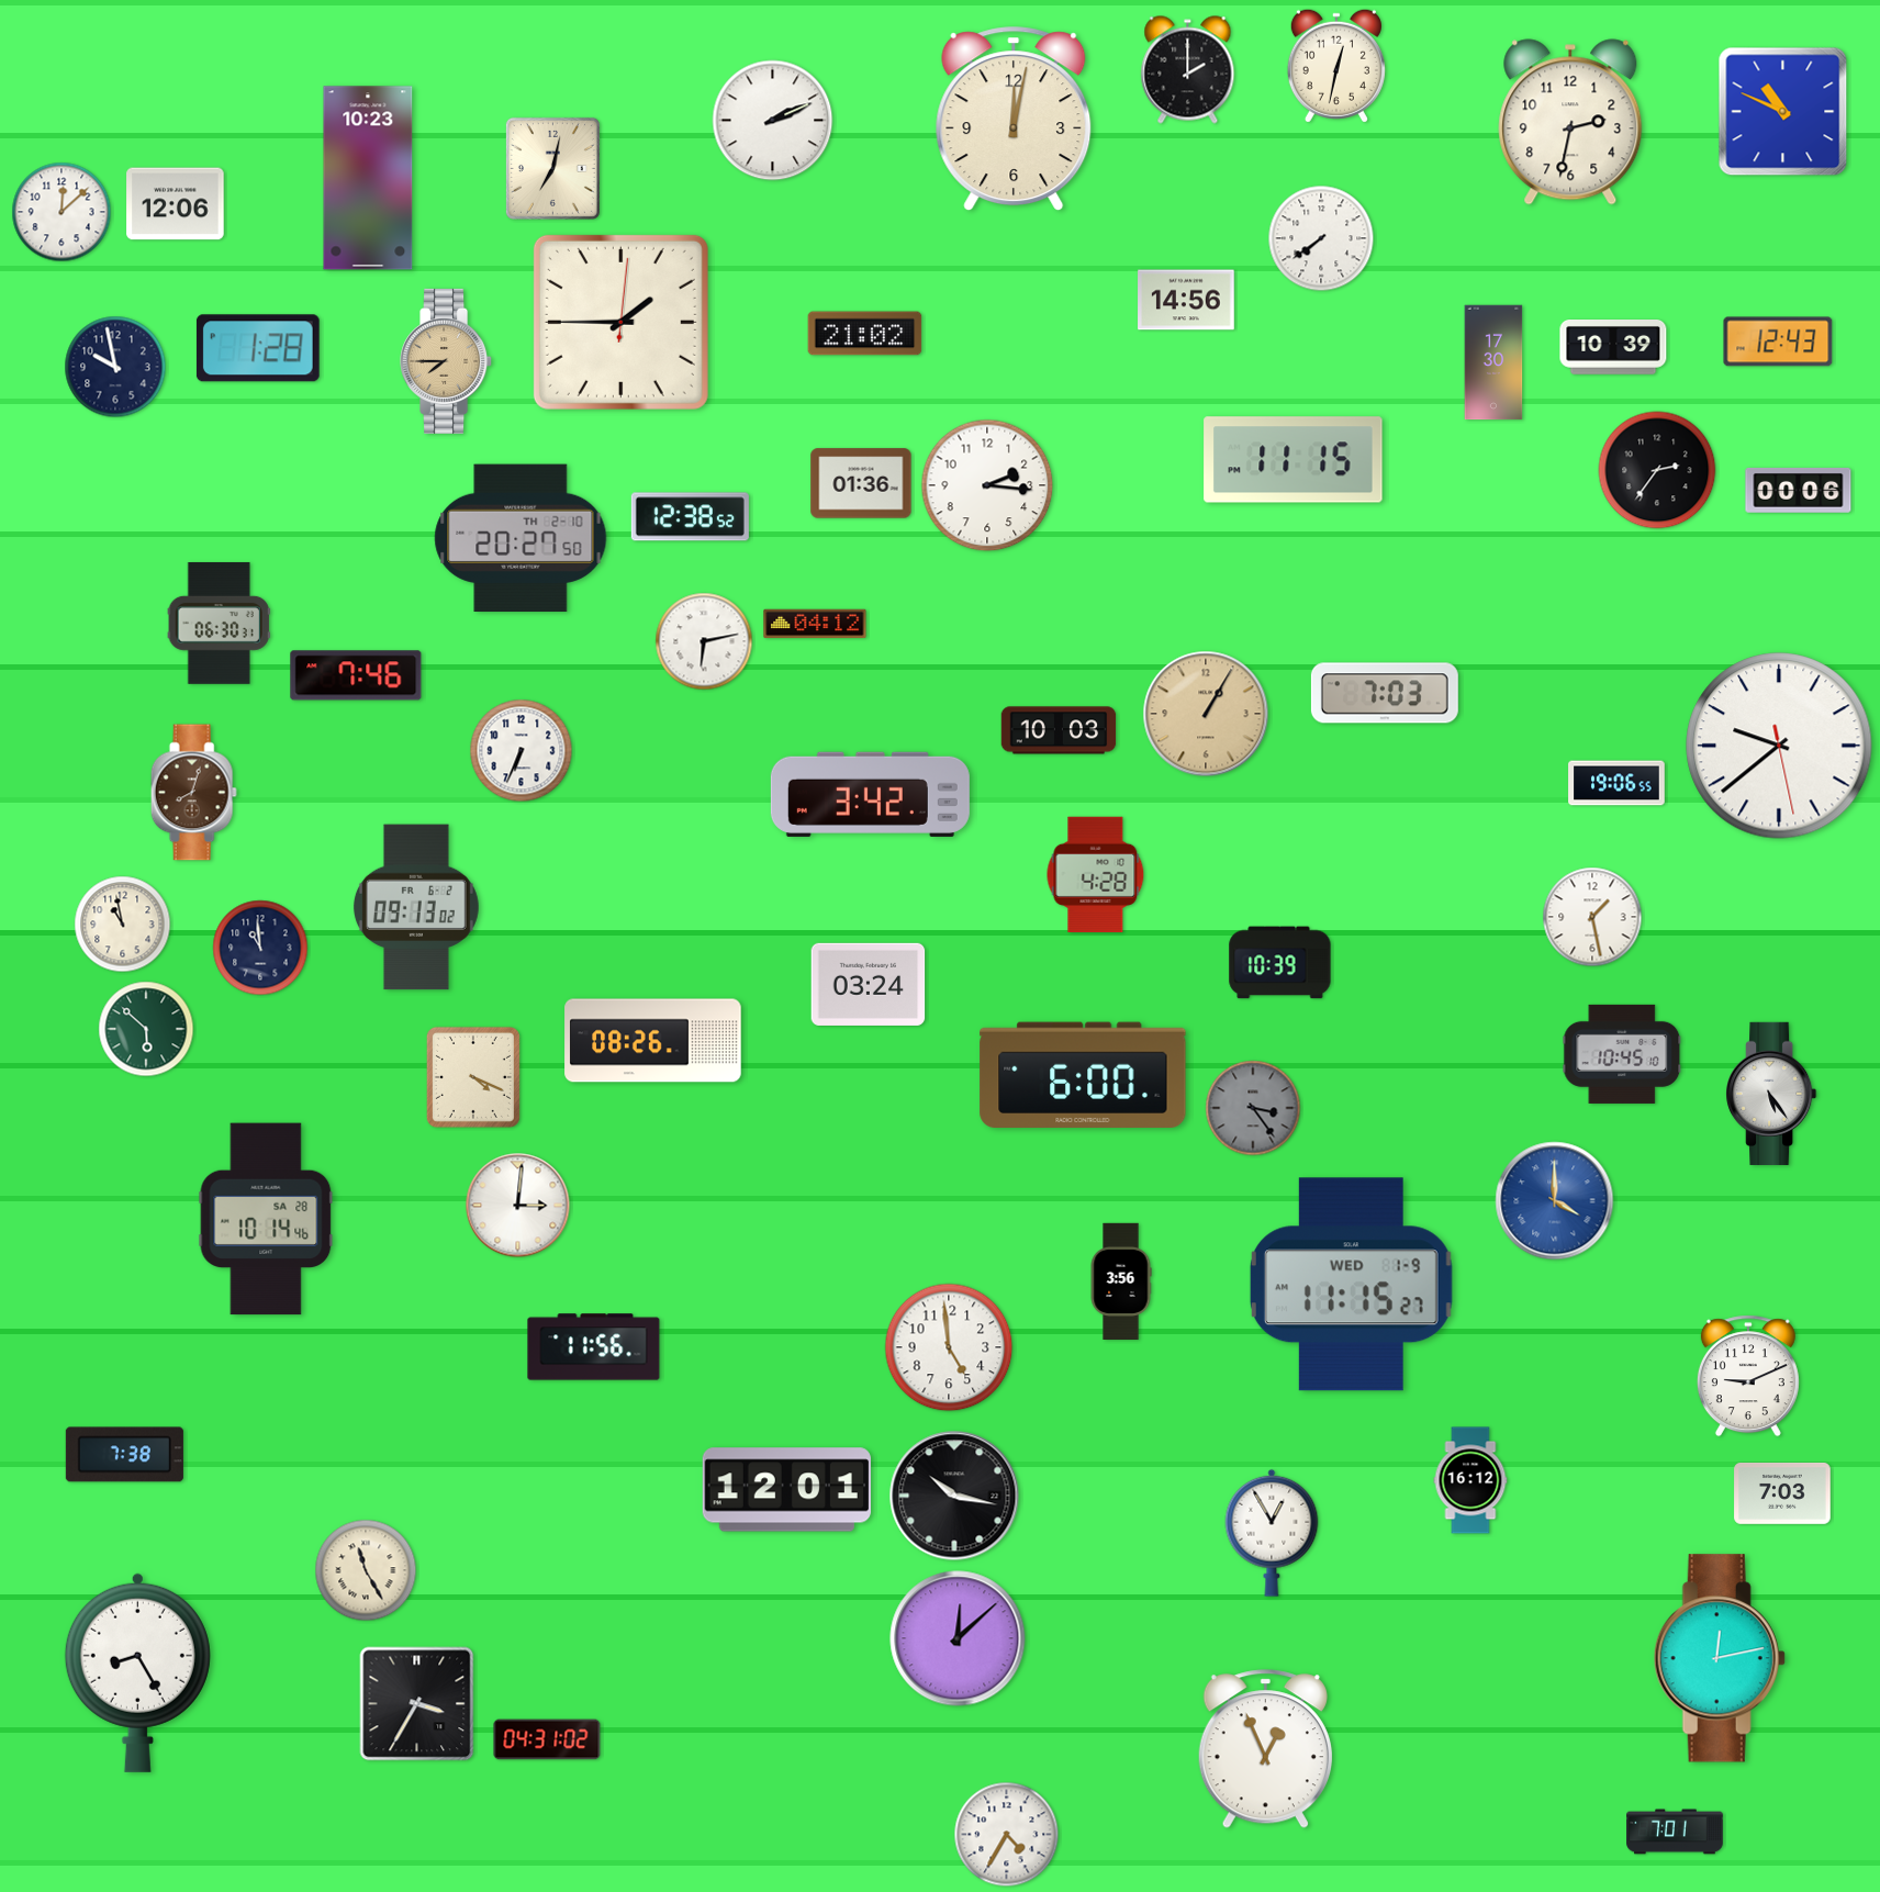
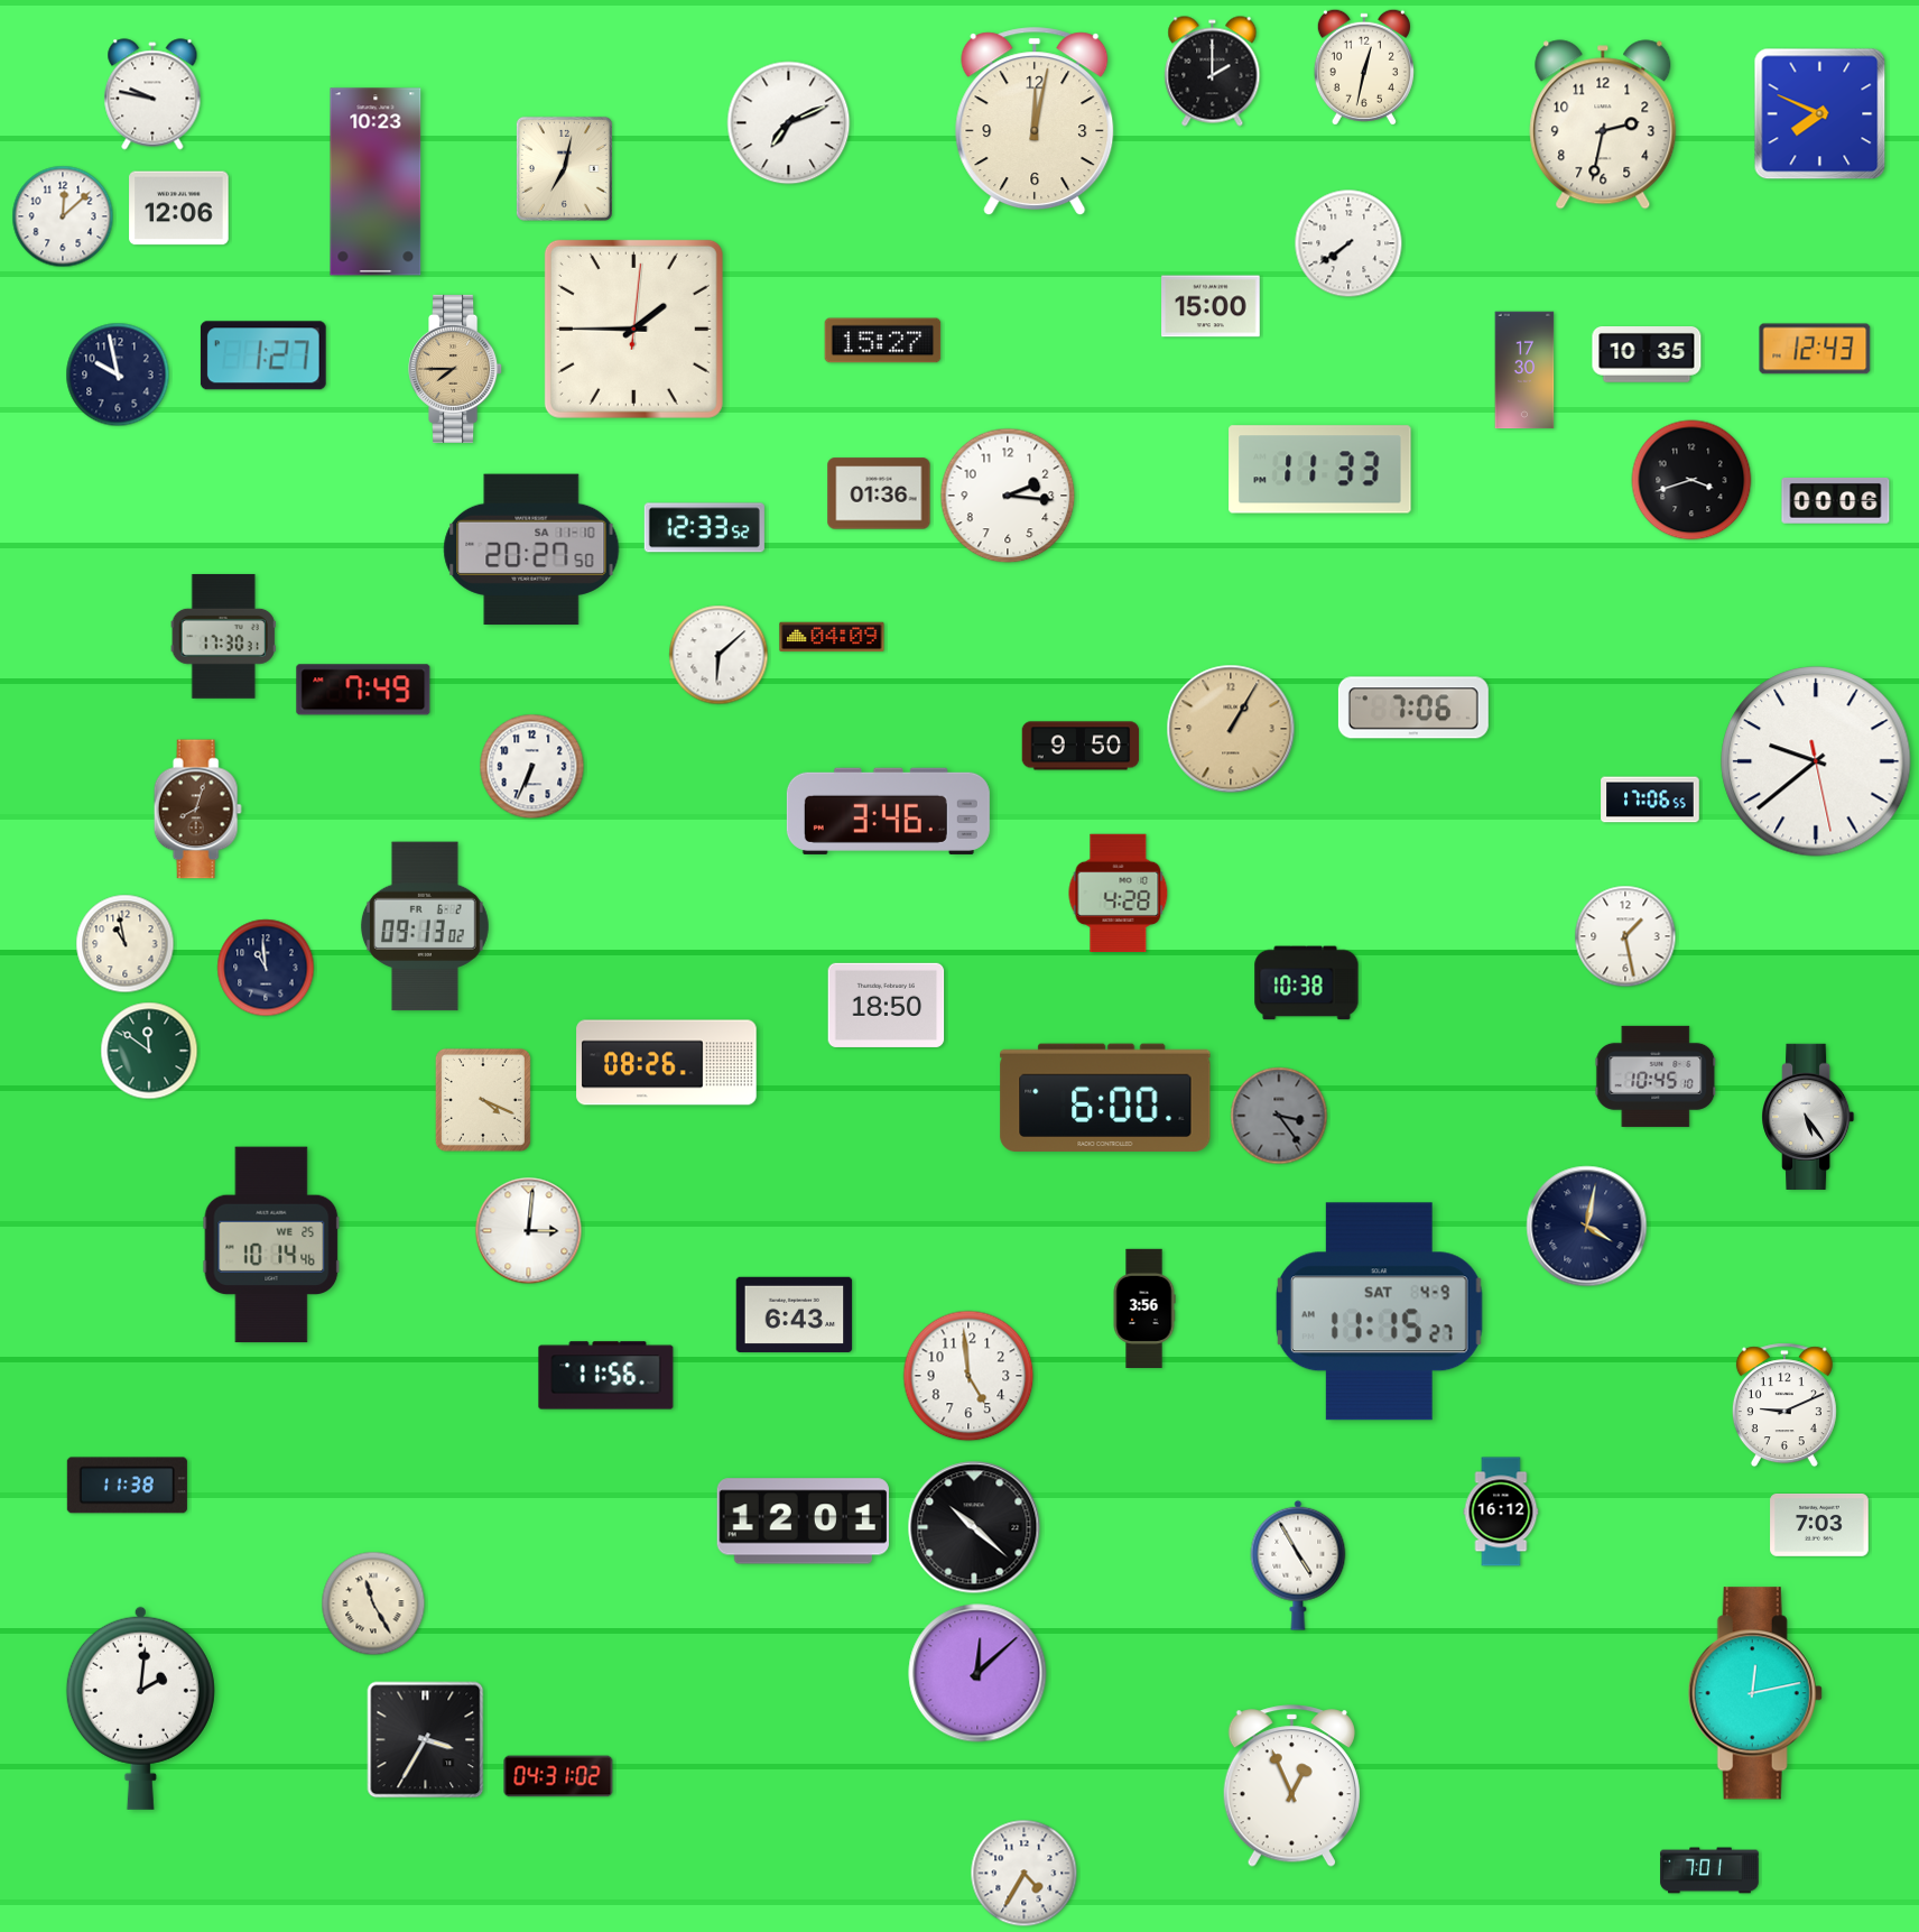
clock at (152, 94): none -> 9:47
clock at (1783, 112): 10:49 -> 7:49
clock at (773, 121): 2:11 -> 7:11
clock at (552, 168) position: (552, 168) -> (564, 168)
clock at (1186, 300): 14:56 -> 15:00
clock at (865, 334): 21:02 -> 15:27
clock at (258, 348): 1:28 -> 1:27
clock at (1613, 348): 10:39 -> 10:35
clock at (1294, 460): 11:15 -> 11:33
clock at (1657, 470): 2:36 -> 3:42
clock at (690, 517): 12:38 -> 12:33
clock at (521, 538) date: TH 2-10 -> SA 11-10
clock at (219, 623): 06:30 -> 17:30
clock at (815, 624): 04:12 -> 04:09
clock at (704, 641): 6:13 -> 6:08
clock at (356, 675): 7:46 -> 7:49
clock at (1385, 693): 7:03 -> 7:06
clock at (1059, 730): 10:03 -> 9:50
clock at (1616, 783): 19:06 -> 17:06
clock at (870, 794): 3:42 -> 3:46
clock at (1280, 963): 10:39 -> 10:38
clock at (869, 984): 03:24 -> 18:50
clock at (146, 1029): 5:52 -> 11:51
clock at (1253, 1108) position: (1253, 1108) -> (1279, 1116)
clock at (1555, 1201): 4:00 -> 4:02
clock at (1555, 1201) dial: blue -> navy
clock at (266, 1219) date: SA 28 -> WE 25
clock at (1351, 1285) date: WED 1-9 -> SAT 4-9
clock at (795, 1314): none -> 6:43
clock at (124, 1455): 7:38 -> 11:38
clock at (954, 1496): 10:17 -> 10:22
clock at (1272, 1533): 12:55 -> 4:55
clock at (137, 1672): 8:25 -> 2:01
clock at (1007, 1835) position: (1007, 1835) -> (1025, 1874)
